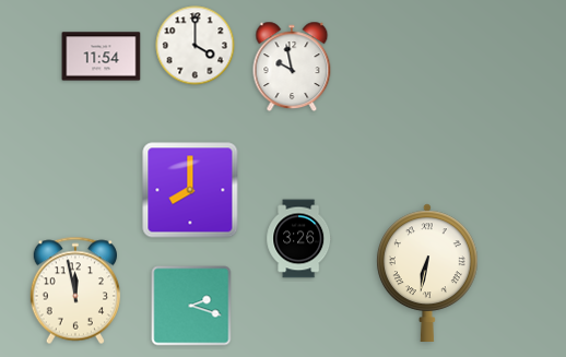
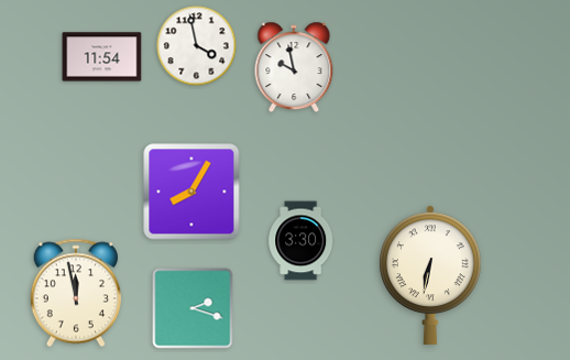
clock at (196, 46): 4:00 -> 3:58
clock at (190, 190): 8:00 -> 8:05
clock at (299, 239): 3:26 -> 3:30
